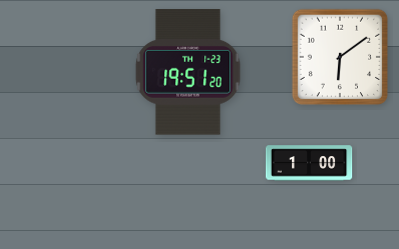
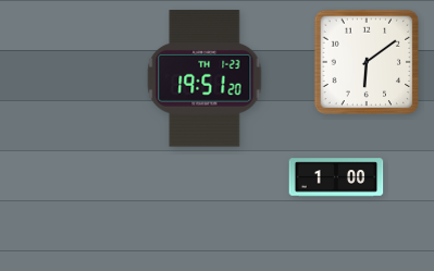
clock at (340, 57) position: (340, 57) -> (367, 62)
